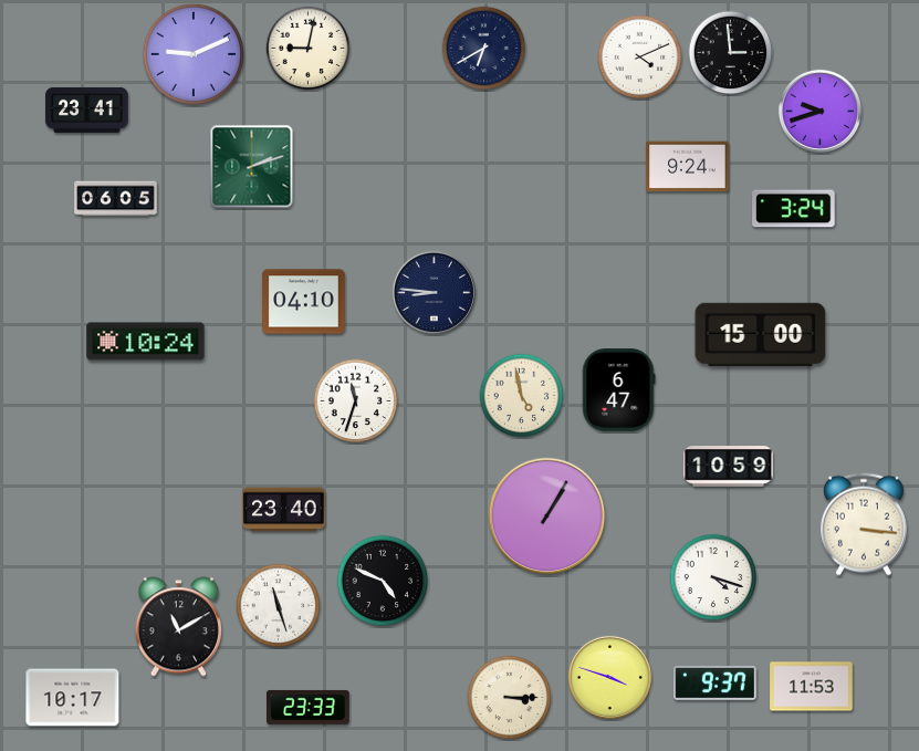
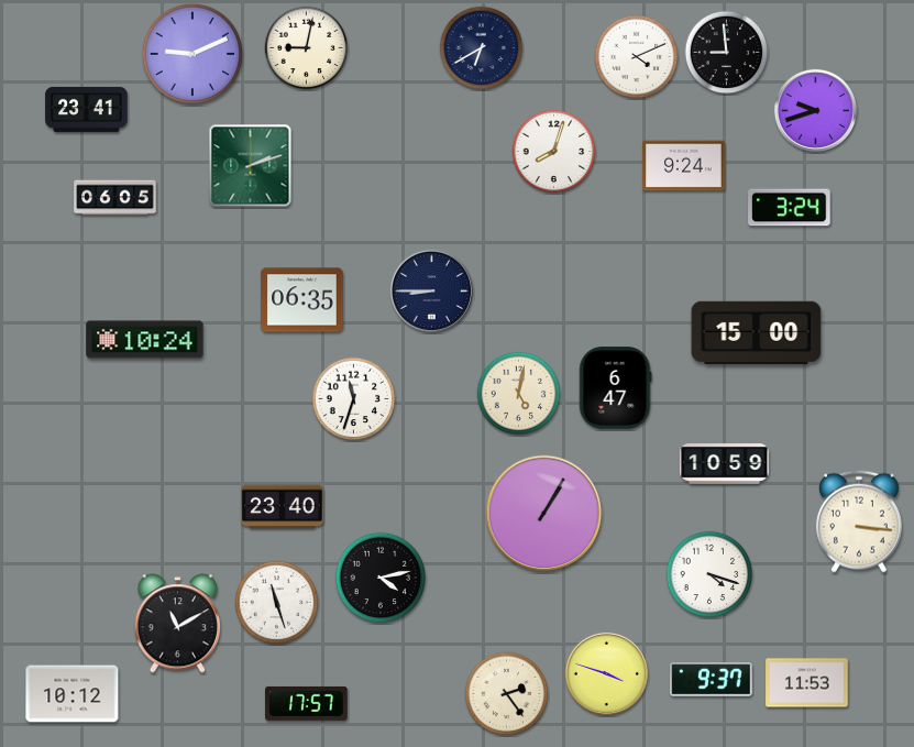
clock at (731, 53): 2:59 -> 8:59
clock at (554, 152): none -> 8:03
clock at (434, 292): 8:46 -> 8:45
clock at (304, 302): 04:10 -> 06:35
clock at (522, 396): 4:58 -> 5:02
clock at (383, 581): 4:49 -> 4:13
clock at (73, 698): 10:17 -> 10:12
clock at (510, 698): 3:15 -> 2:24
clock at (309, 707): 23:33 -> 17:57
